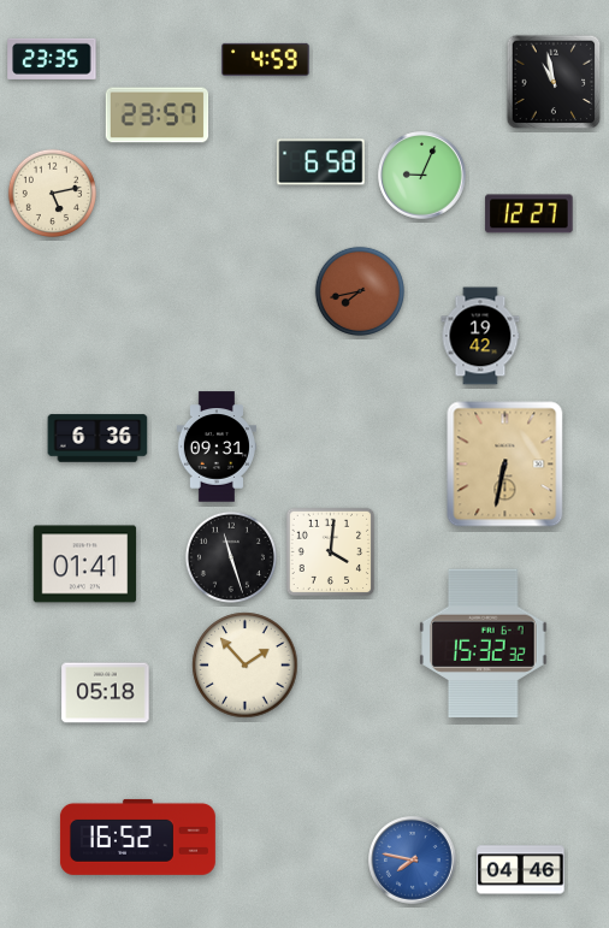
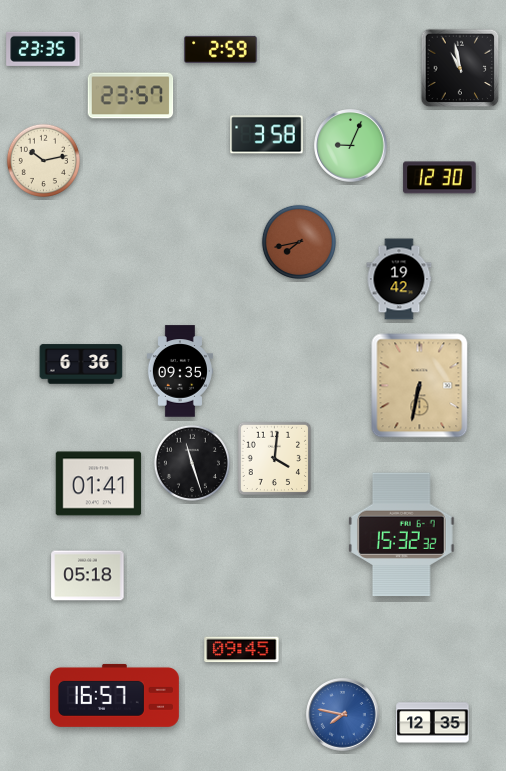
clock at (266, 59): 4:59 -> 2:59
clock at (321, 162): 6:58 -> 3:58
clock at (52, 193): 5:13 -> 10:13
clock at (530, 214): 12:27 -> 12:30
clock at (215, 447): 09:31 -> 09:35
clock at (85, 565) position: (85, 565) -> (99, 484)
clock at (246, 666): 1:53 -> none
clock at (242, 650): none -> 09:45
clock at (137, 837): 16:52 -> 16:57
clock at (521, 870): 04:46 -> 12:35
